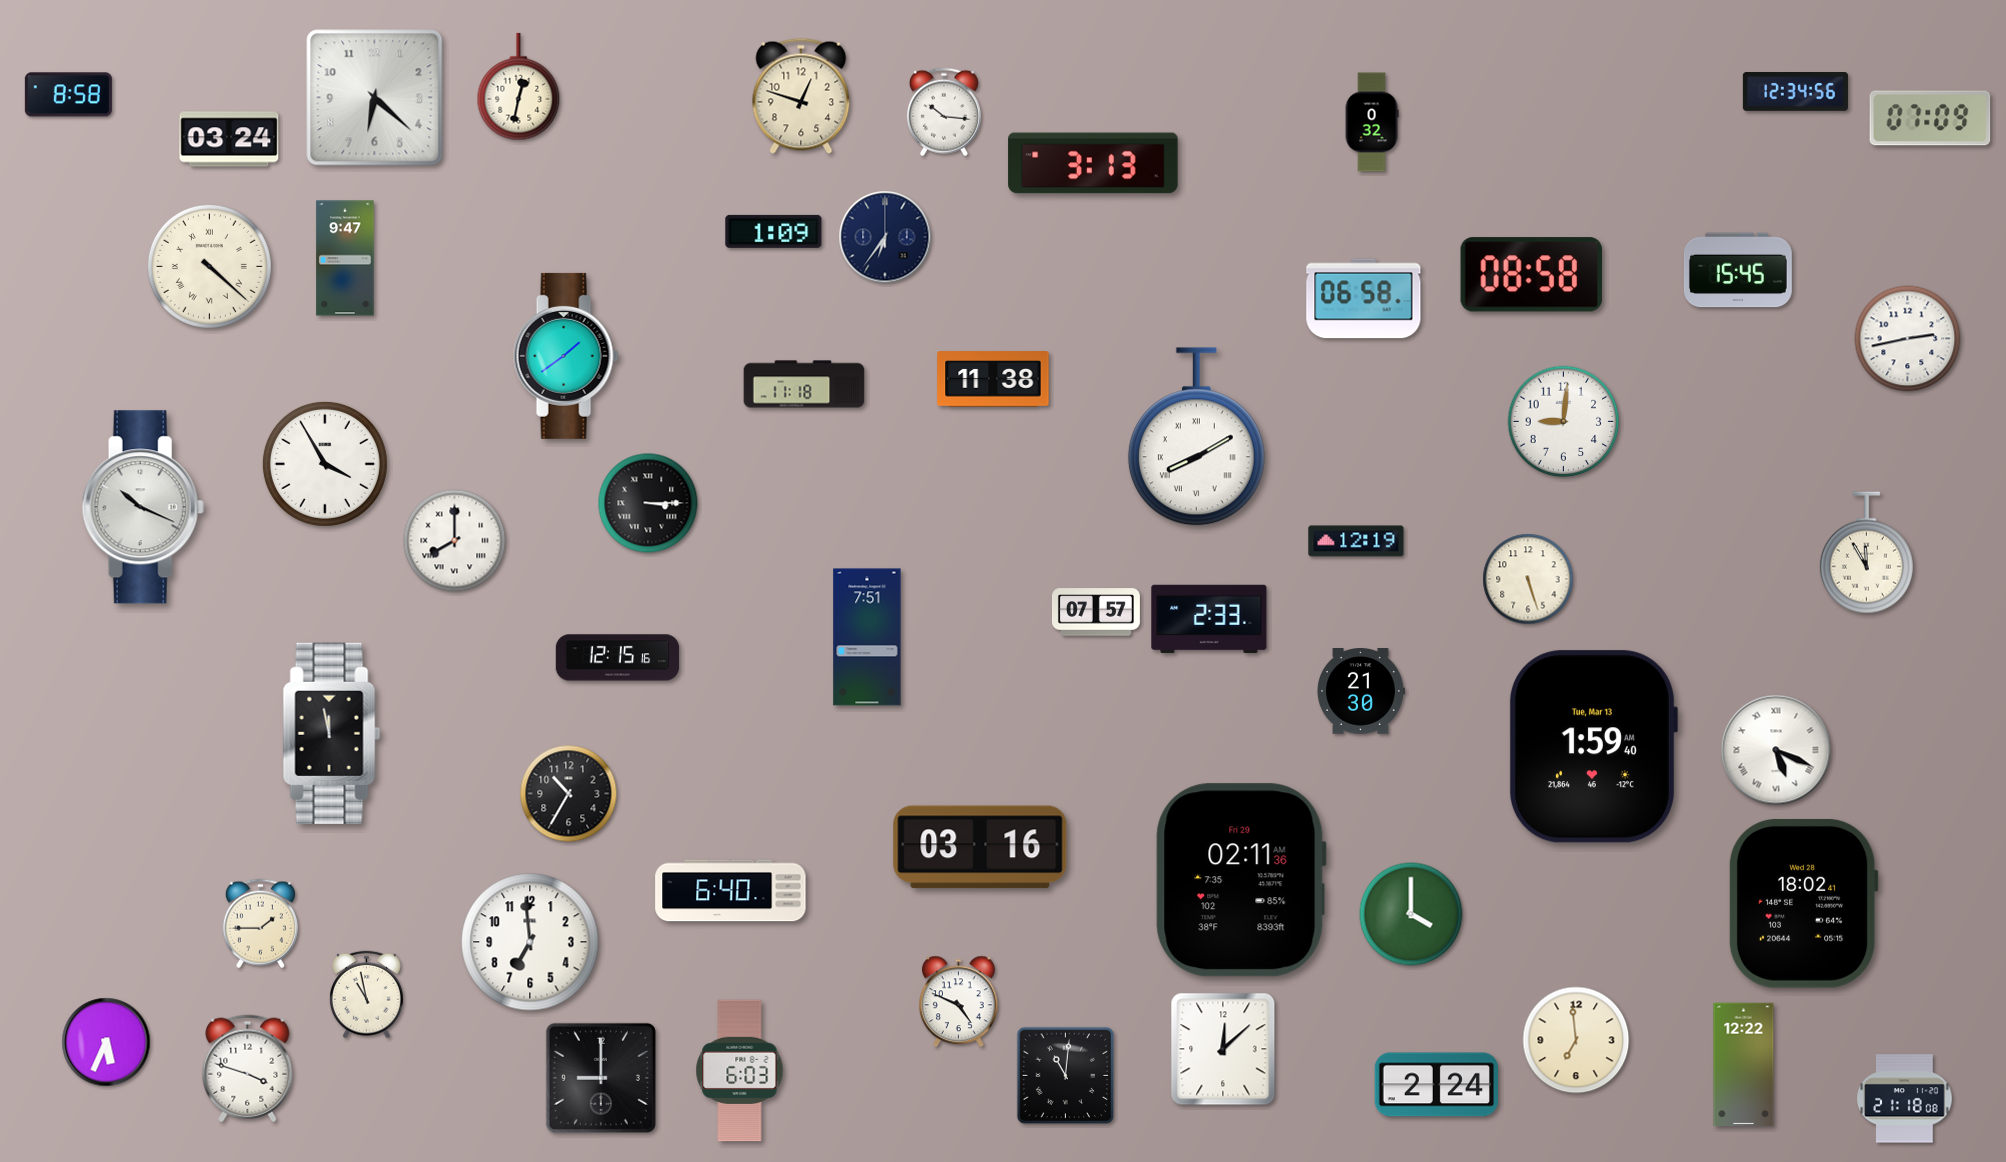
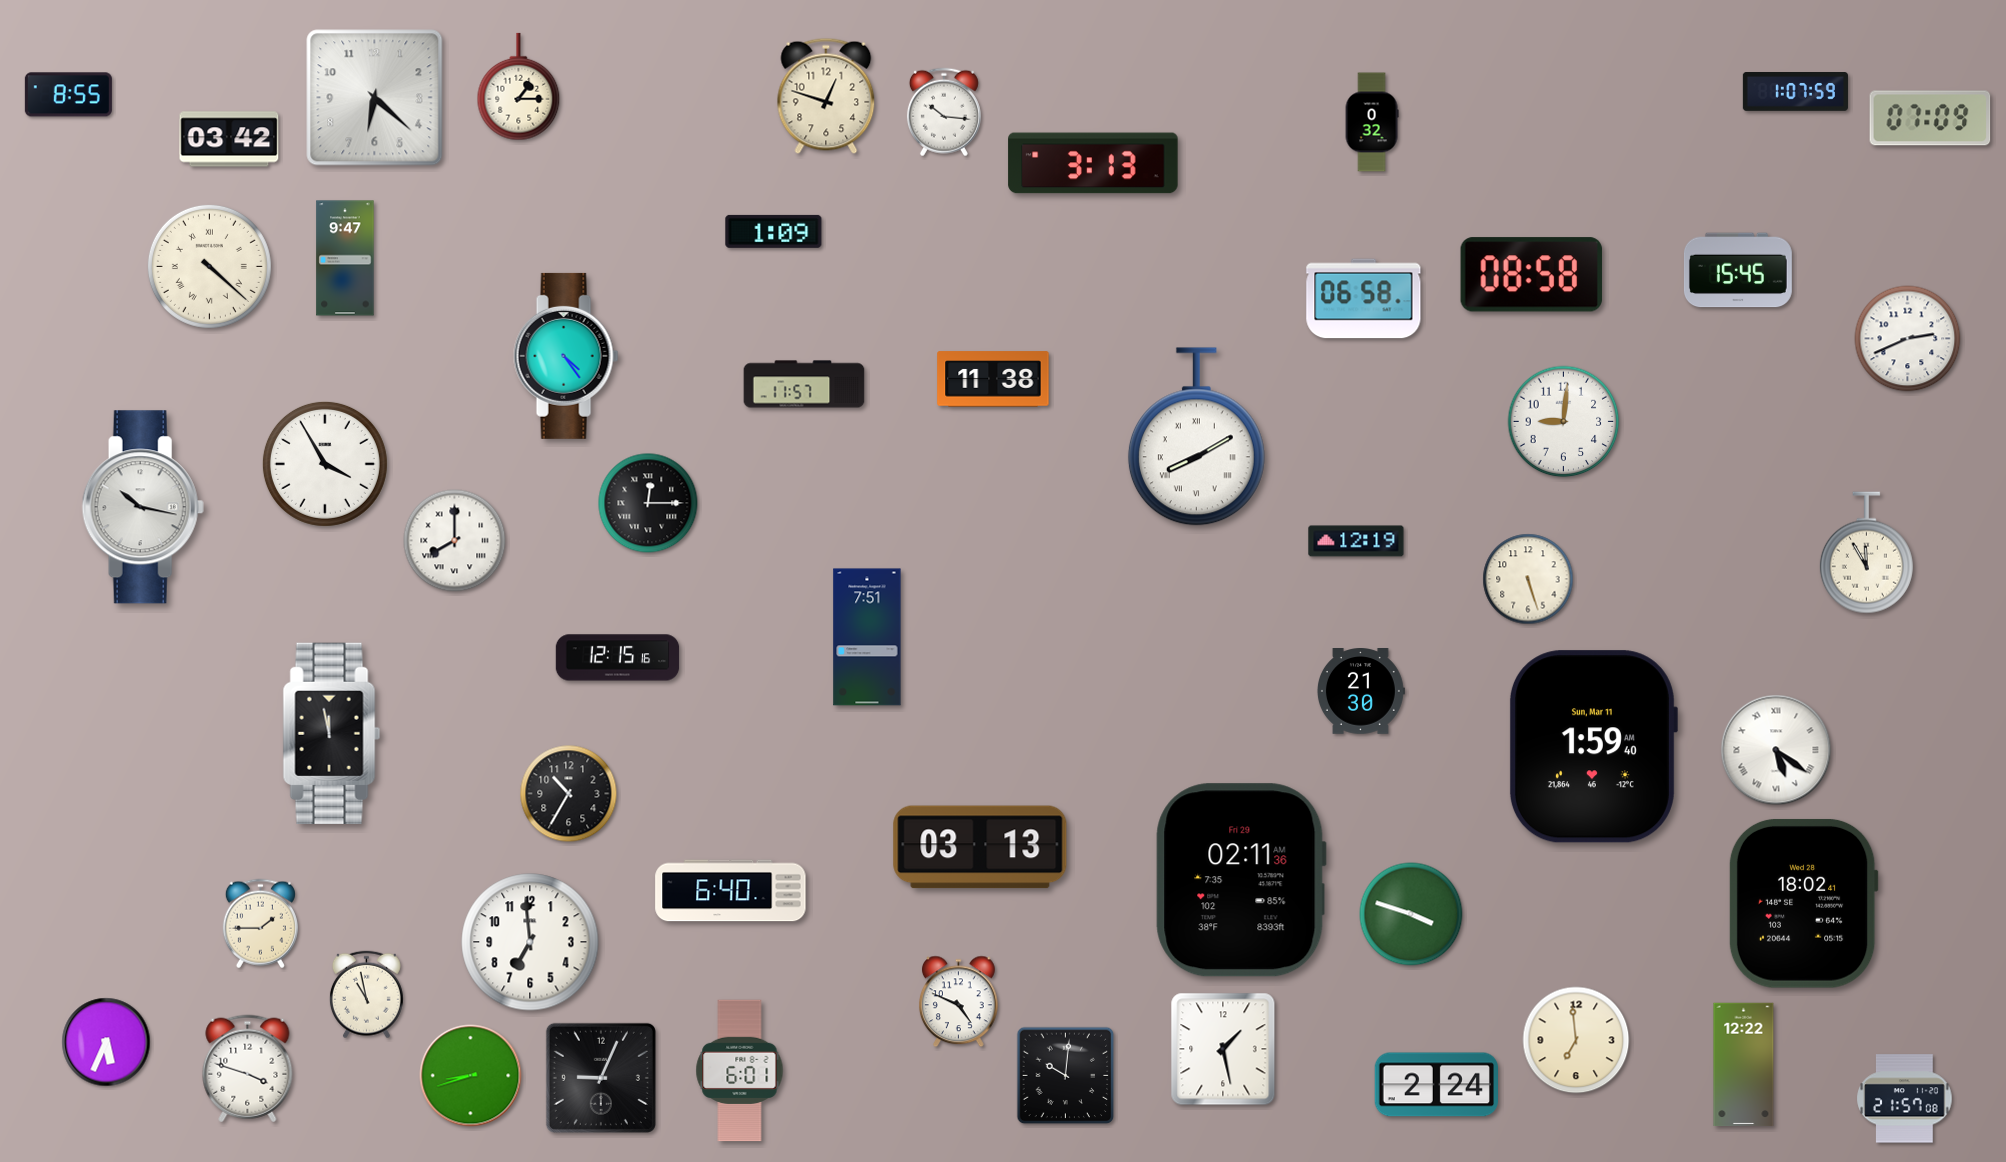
clock at (519, 87): 12:32 -> 1:15
clock at (1795, 92): 12:34 -> 1:07
clock at (68, 95): 8:58 -> 8:55
clock at (801, 96) position: (801, 96) -> (826, 96)
clock at (229, 139): 03:24 -> 03:42
clock at (885, 237): 6:36 -> none
clock at (1908, 339): 2:43 -> 2:41
clock at (566, 356): 1:39 -> 4:24
clock at (804, 384): 11:18 -> 11:57
clock at (648, 503): 3:15 -> 12:15
clock at (143, 507): 10:19 -> 10:17
clock at (1096, 612): 07:57 -> none
clock at (1209, 618): 2:33 -> none
clock at (1593, 747) date: Tue, Mar 13 -> Sun, Mar 11
clock at (1776, 750): 5:19 -> 5:21
clock at (980, 847): 03:16 -> 03:13
clock at (1411, 914): 4:00 -> 3:48
clock at (1223, 1049): 12:08 -> 1:28
clock at (740, 1071): 6:03 -> 6:01
clock at (471, 1076): none -> 8:42
clock at (1066, 1076): 11:01 -> 10:01
clock at (601, 1078): 9:00 -> 9:04
clock at (1905, 1099): 21:18 -> 21:57
